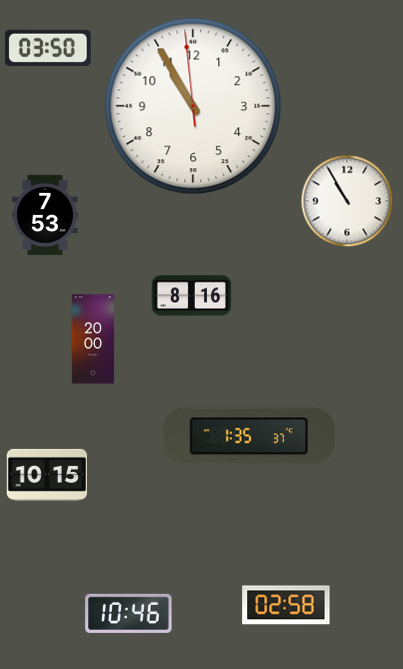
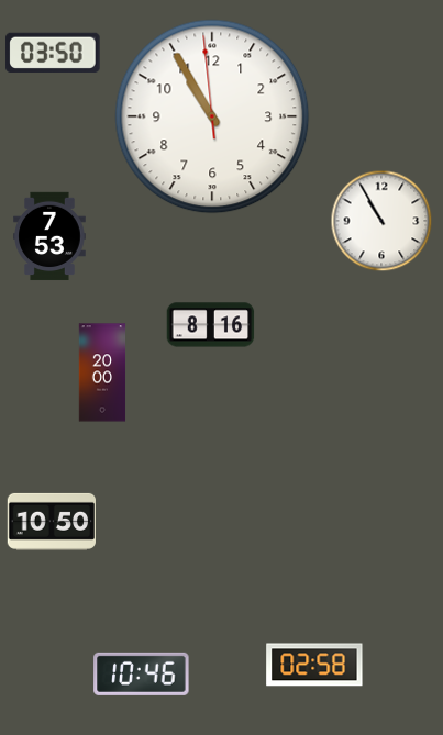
clock at (249, 436): 1:35 -> none
clock at (47, 475): 10:15 -> 10:50
